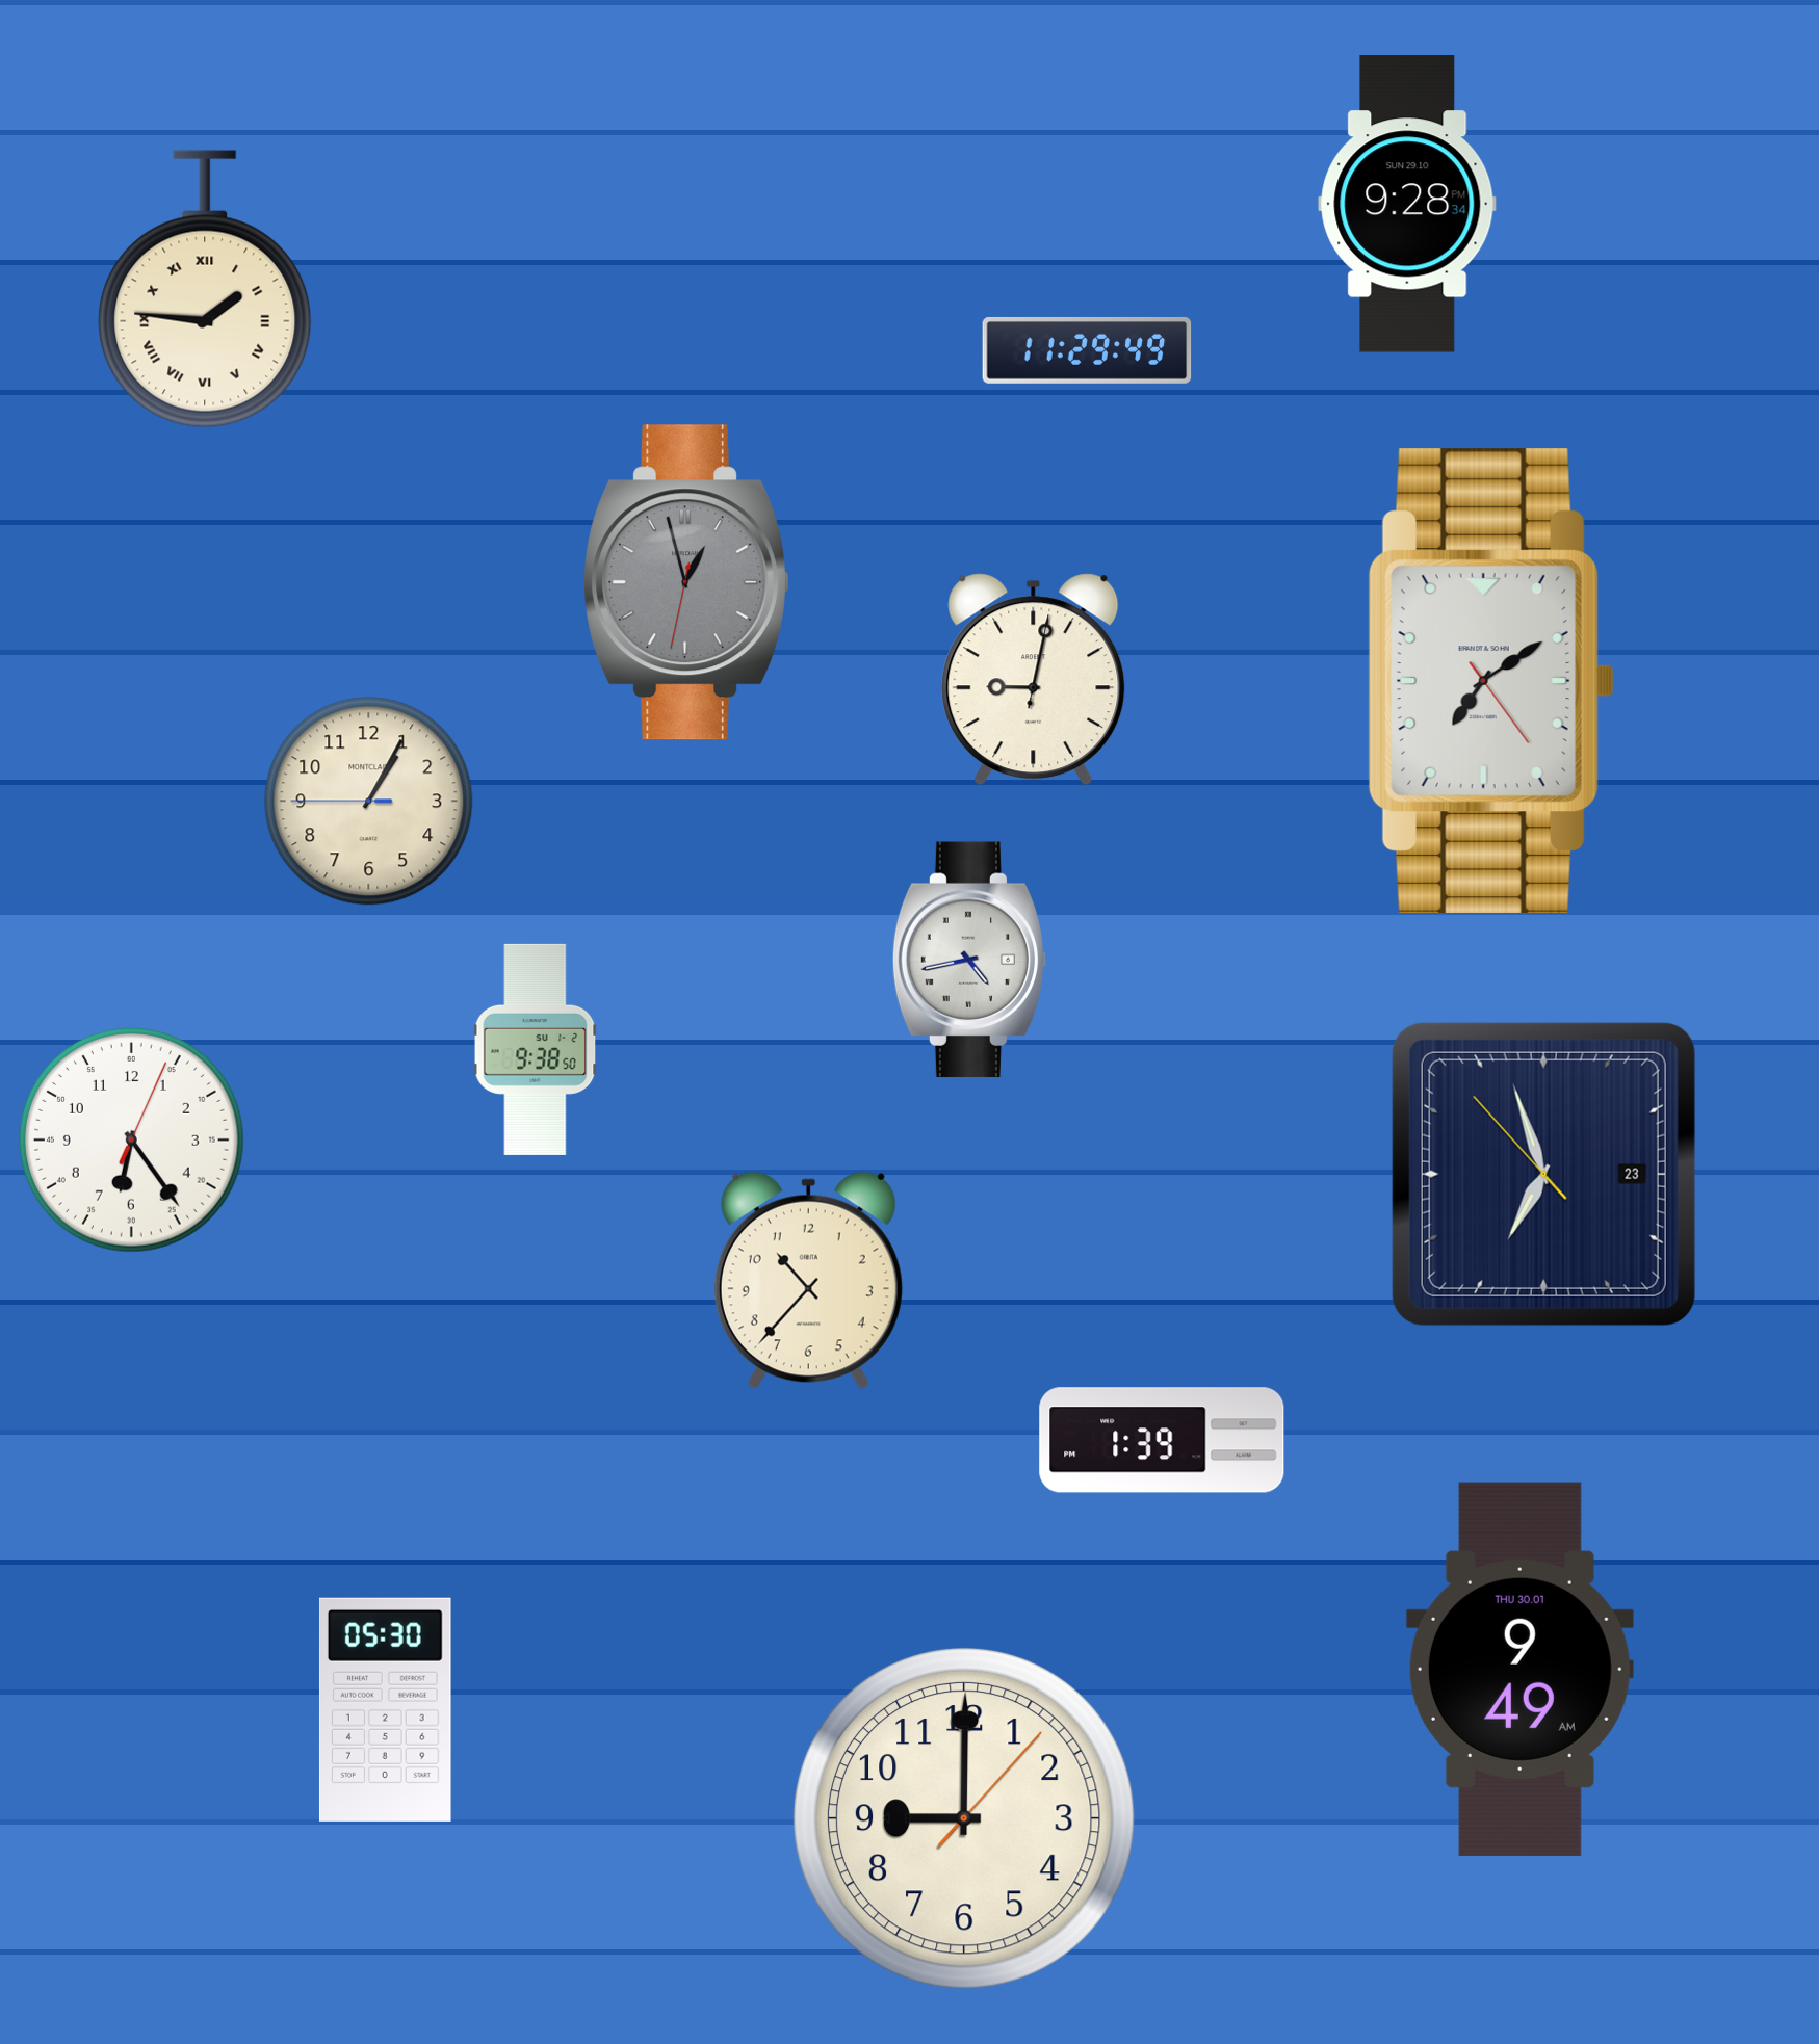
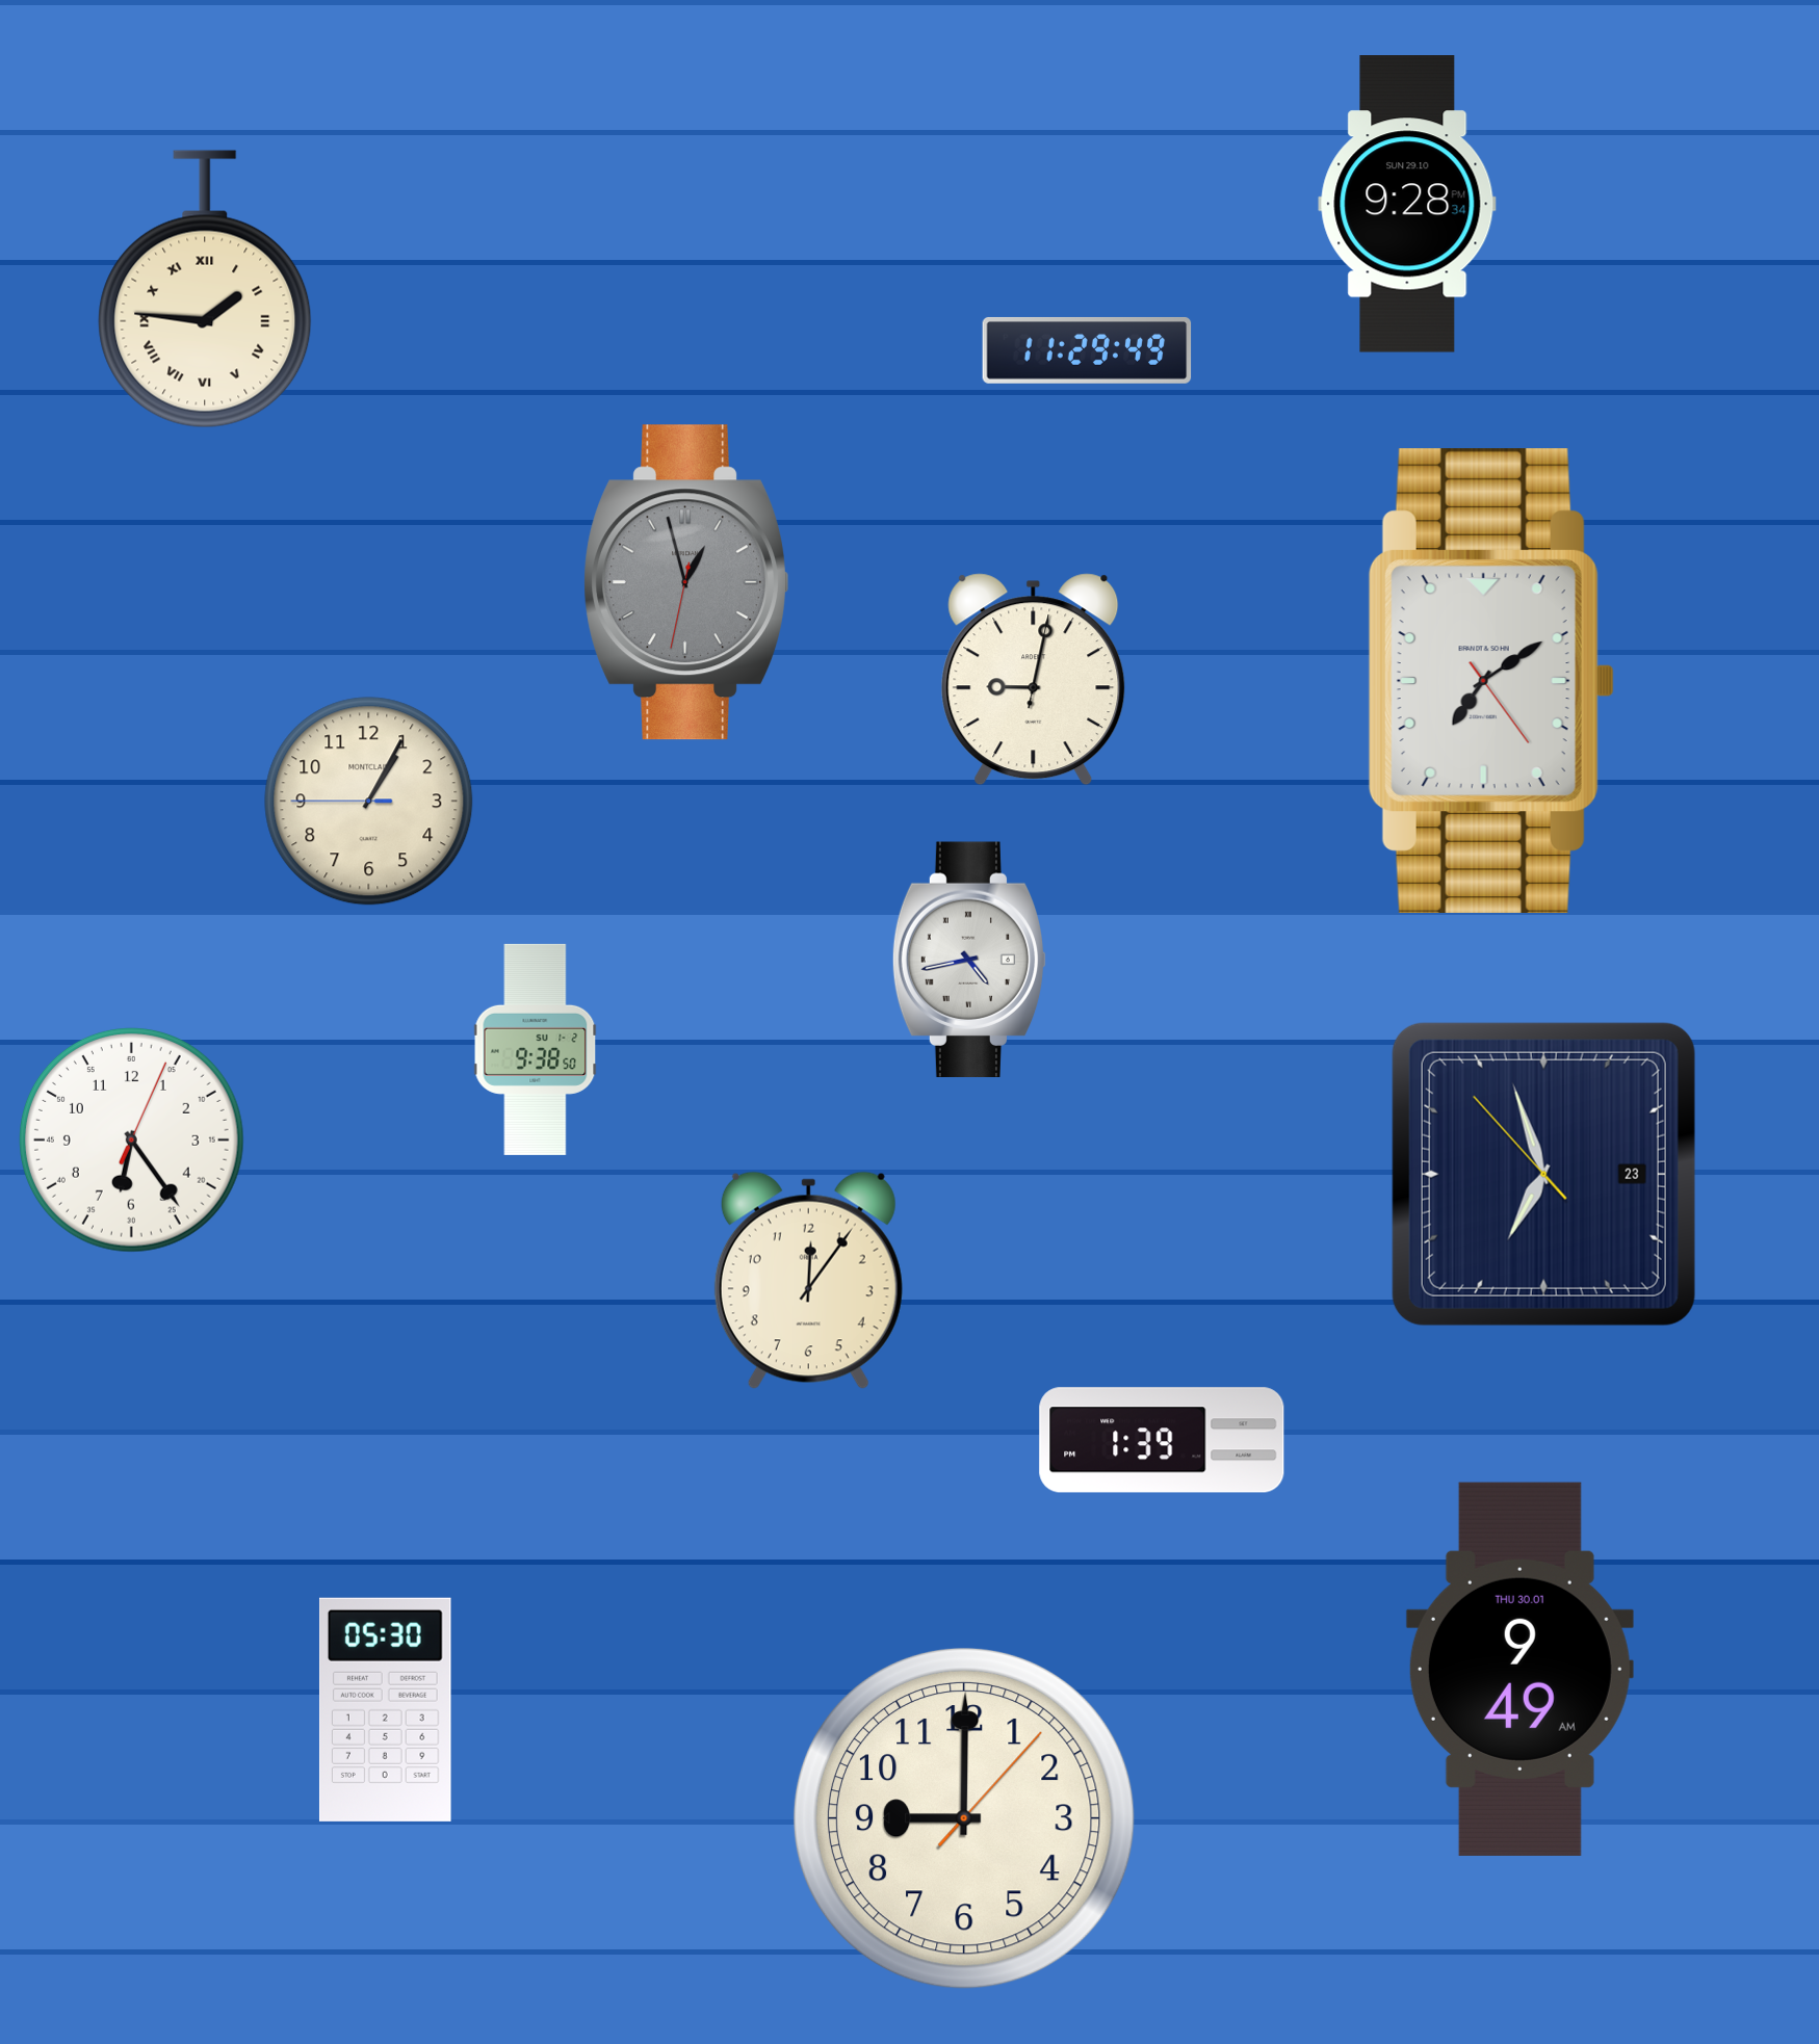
clock at (808, 1281): 10:37 -> 12:06
